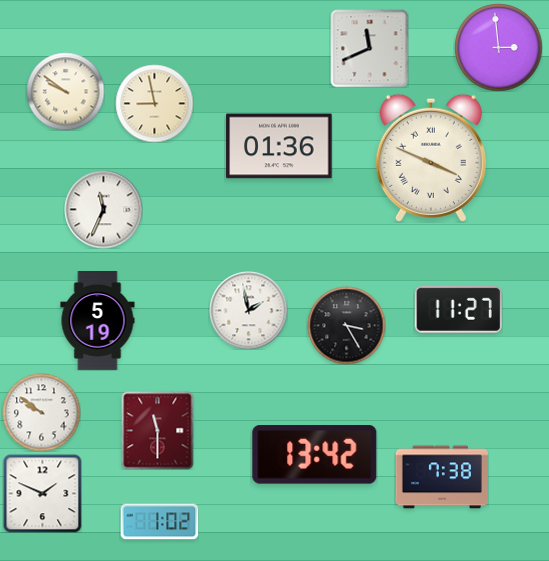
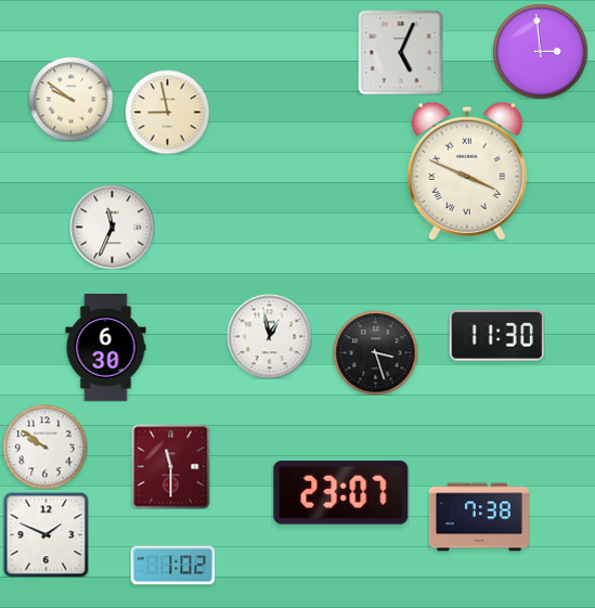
clock at (369, 48): 11:41 -> 5:04
clock at (279, 146): 01:36 -> none
clock at (458, 309): 11:27 -> 11:30
clock at (248, 310): 1:58 -> 12:58
clock at (98, 321): 5:19 -> 6:30
clock at (346, 325): 3:25 -> 3:27
clock at (315, 455): 13:42 -> 23:07
